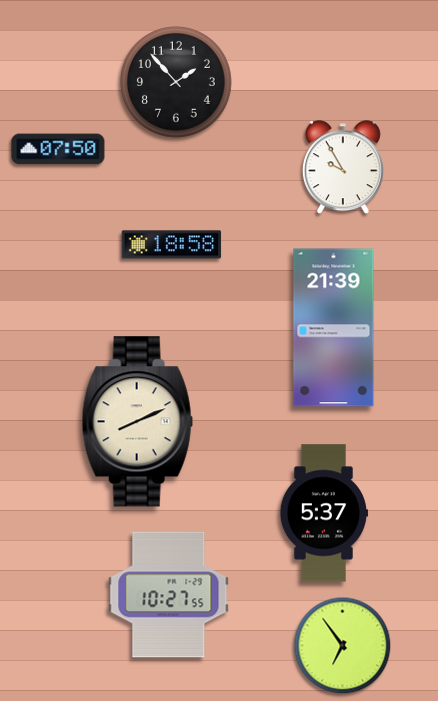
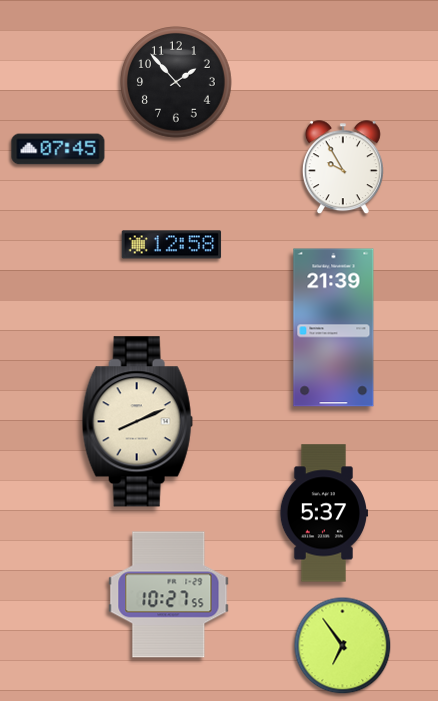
clock at (58, 149): 07:50 -> 07:45
clock at (172, 245): 18:58 -> 12:58
